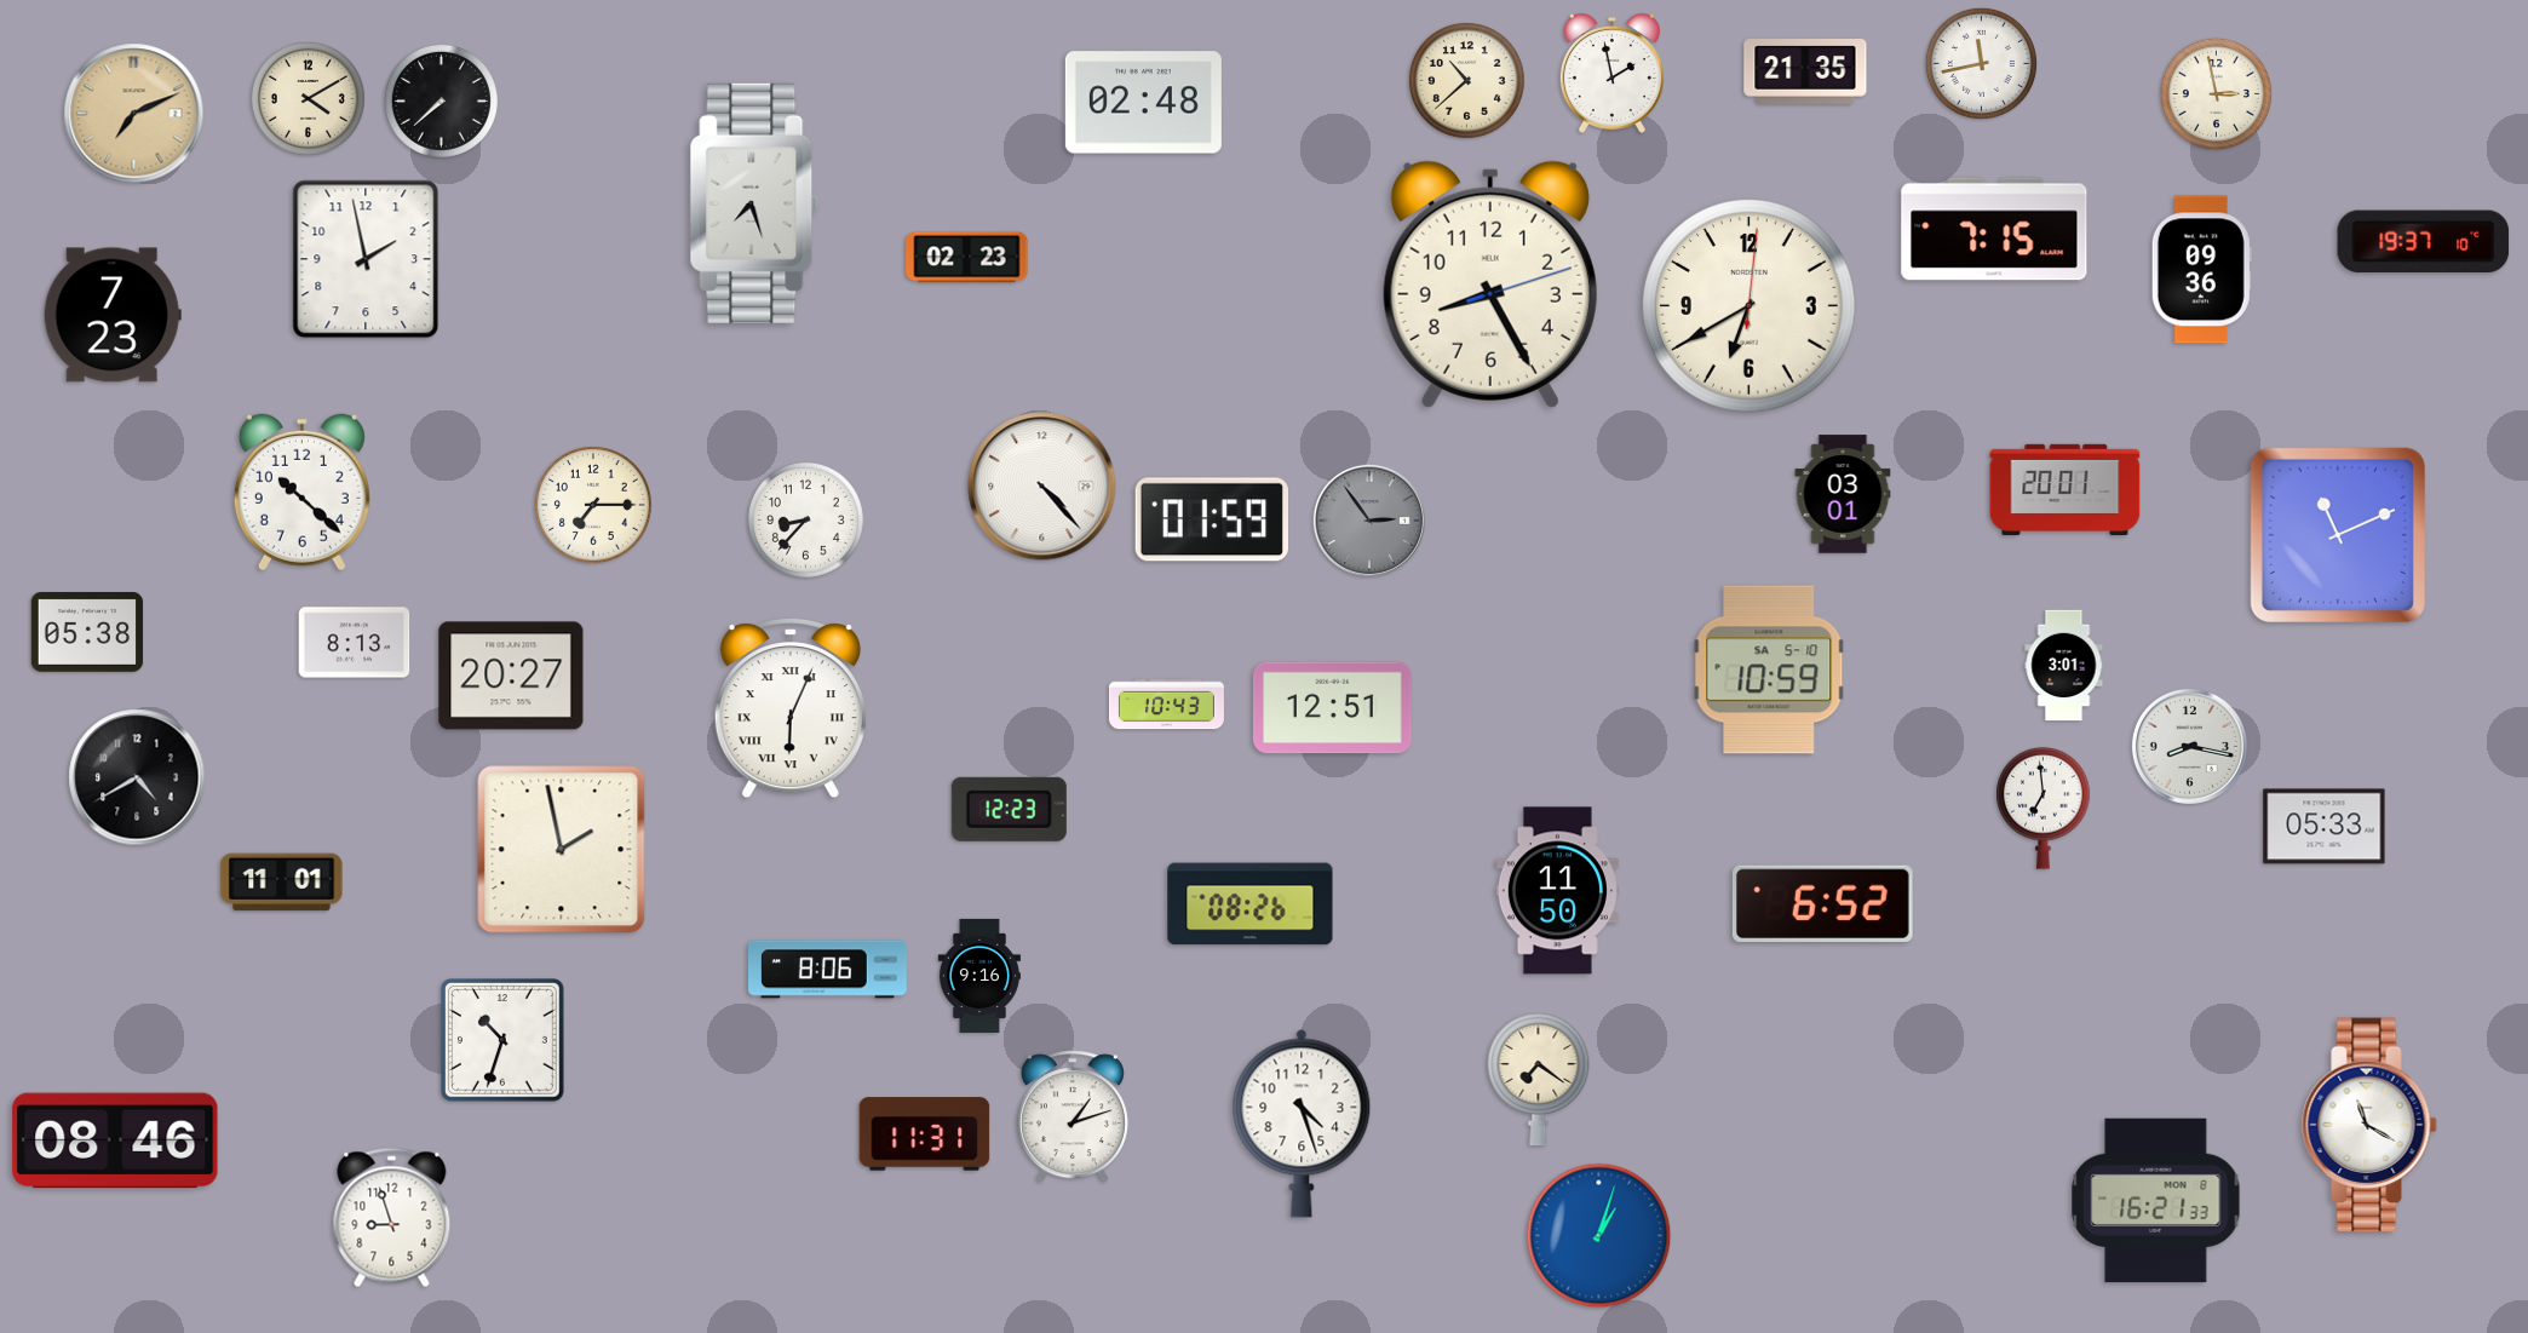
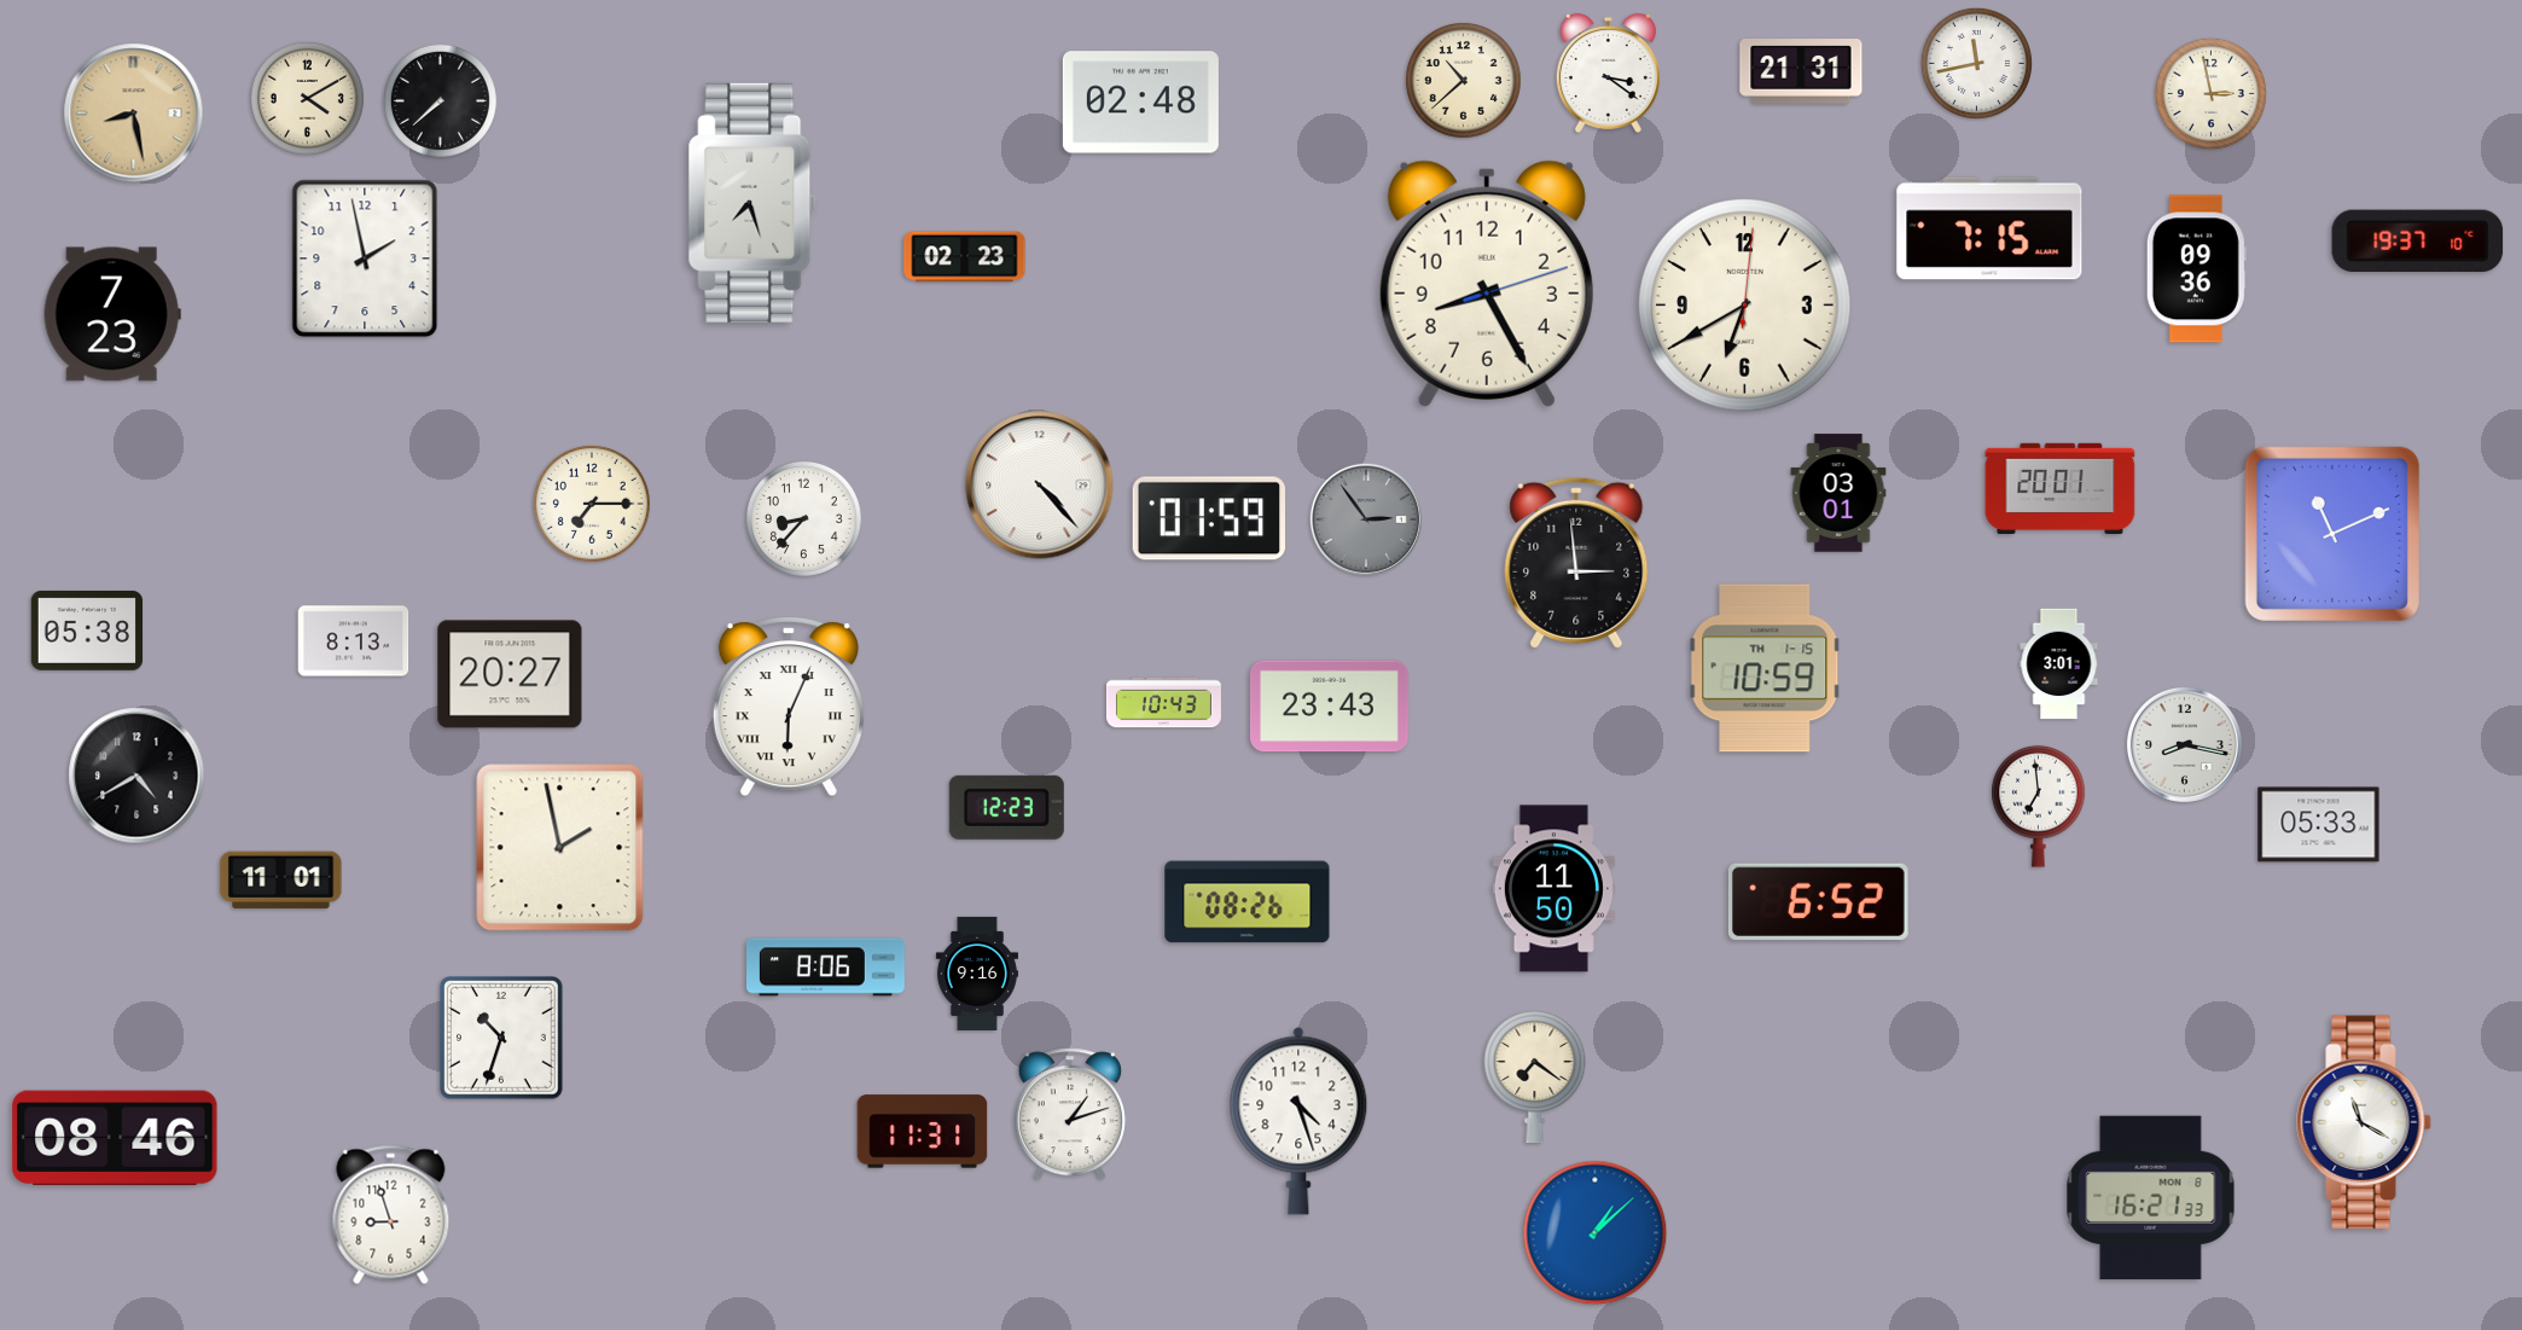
clock at (1611, 73): 1:58 -> 3:21
clock at (1805, 73): 21:35 -> 21:31
clock at (134, 114): 7:11 -> 8:28
clock at (301, 493): 10:22 -> none
clock at (1576, 563): none -> 2:59
clock at (1769, 670) date: SA 5-10 -> TH 1-15
clock at (1332, 708): 12:51 -> 23:43
clock at (1599, 1236): 1:03 -> 1:08
